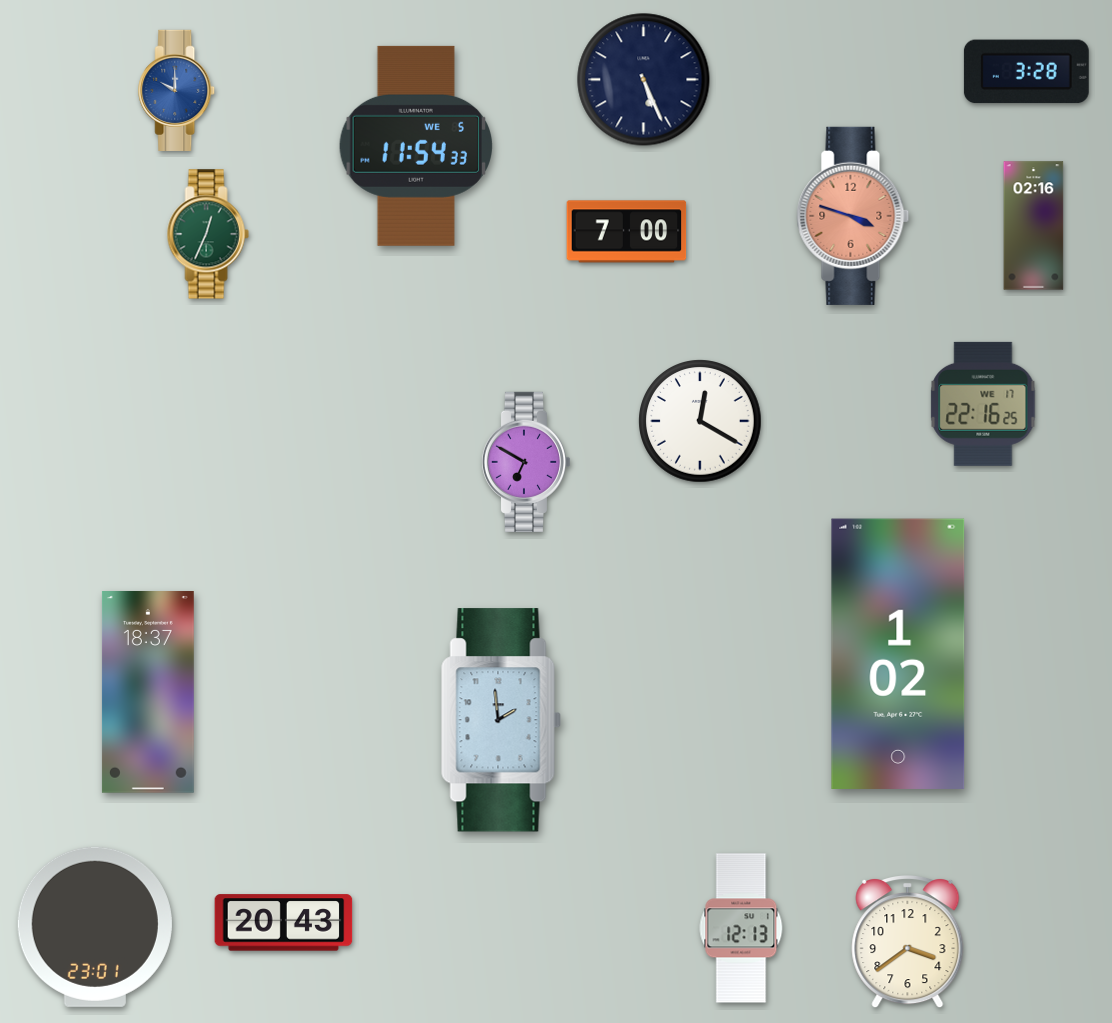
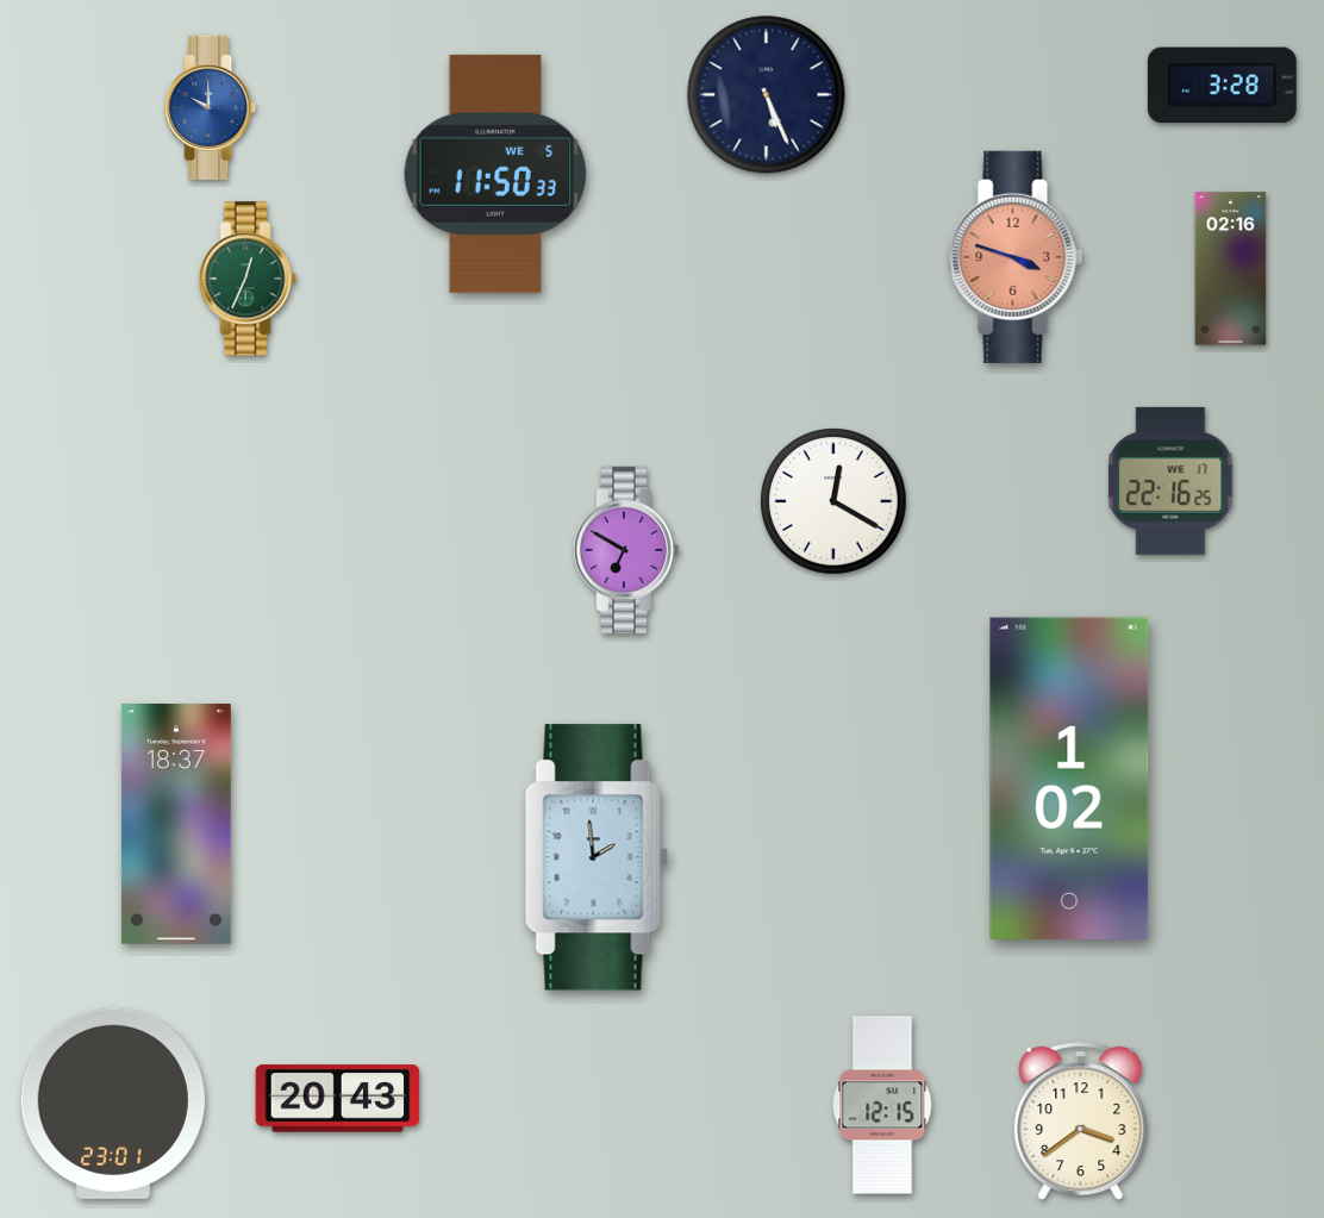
clock at (415, 146): 11:54 -> 11:50
clock at (627, 232): 7:00 -> none
clock at (741, 928): 12:13 -> 12:15
